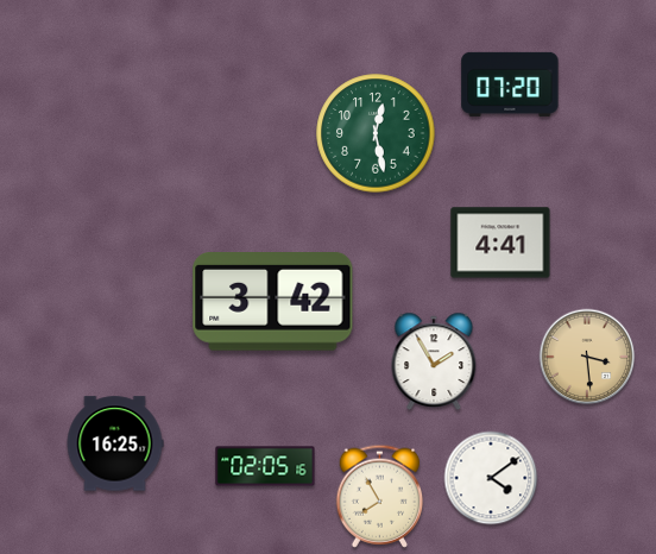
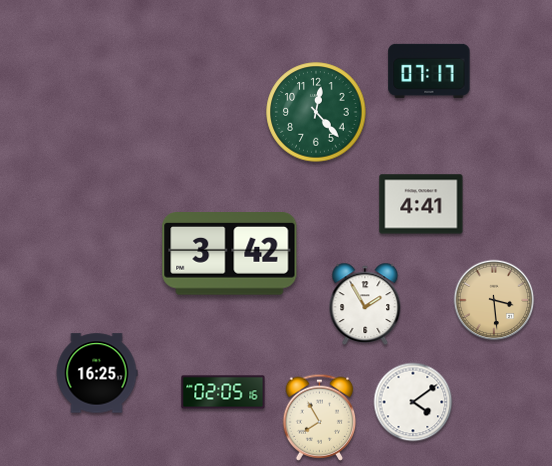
clock at (510, 84): 07:20 -> 07:17
clock at (376, 133): 12:28 -> 12:23
